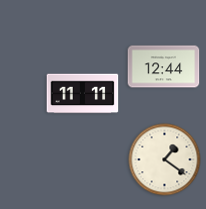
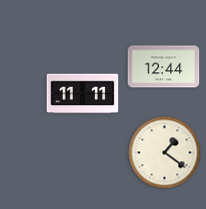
clock at (165, 160) position: (165, 160) -> (165, 153)
